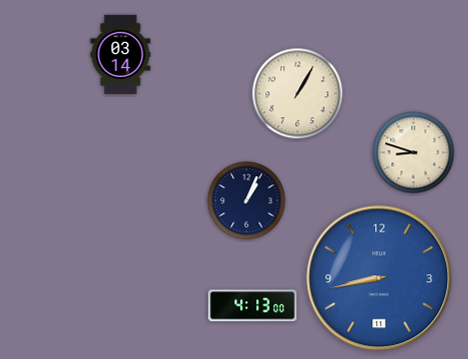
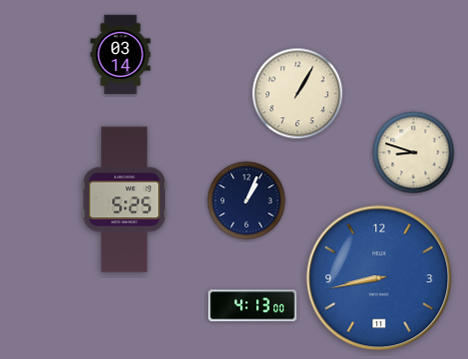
clock at (125, 200): none -> 5:25
